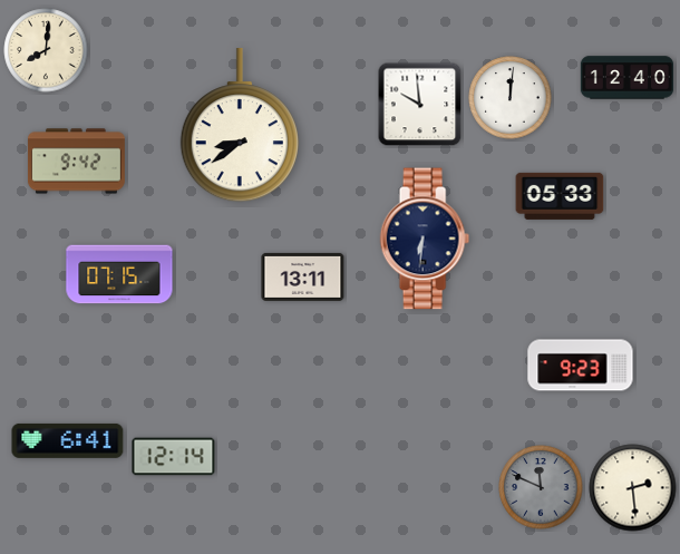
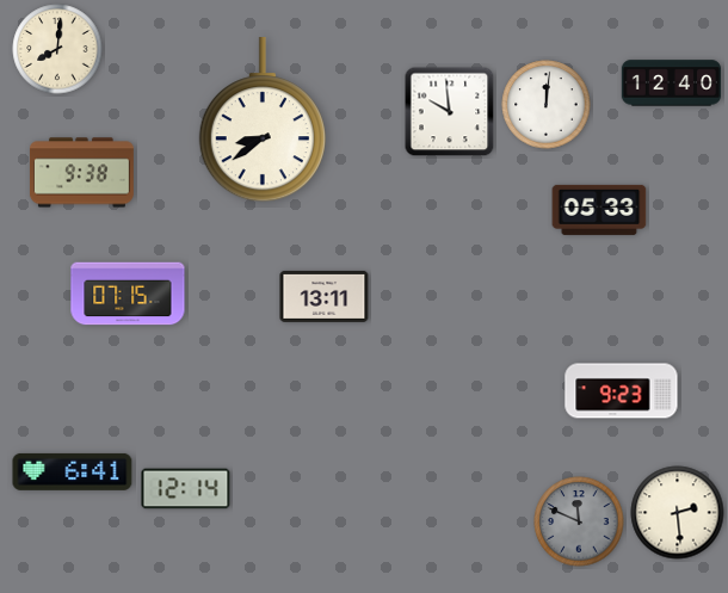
clock at (46, 50) position: (46, 50) -> (57, 49)
clock at (240, 126) position: (240, 126) -> (263, 121)
clock at (76, 162): 9:42 -> 9:38
clock at (425, 239): 6:31 -> none
clock at (633, 488) position: (633, 488) -> (678, 513)
